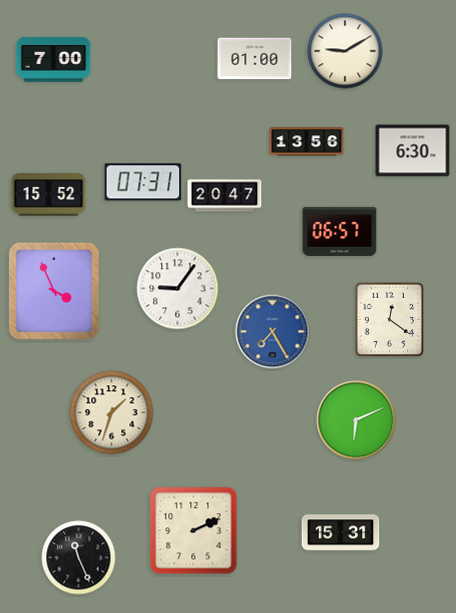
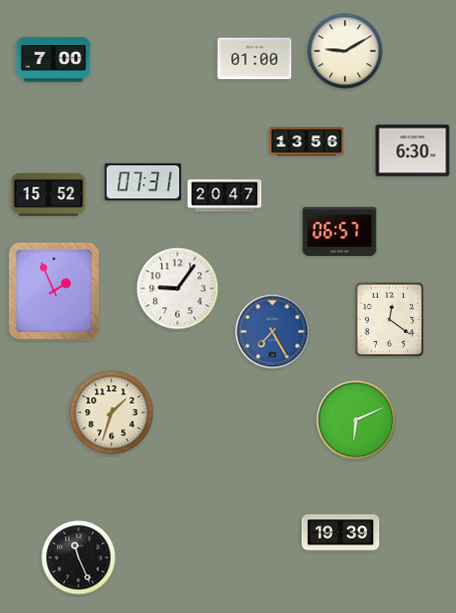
clock at (54, 291): 3:56 -> 1:56
clock at (194, 531): 2:11 -> none
clock at (341, 533): 15:31 -> 19:39
